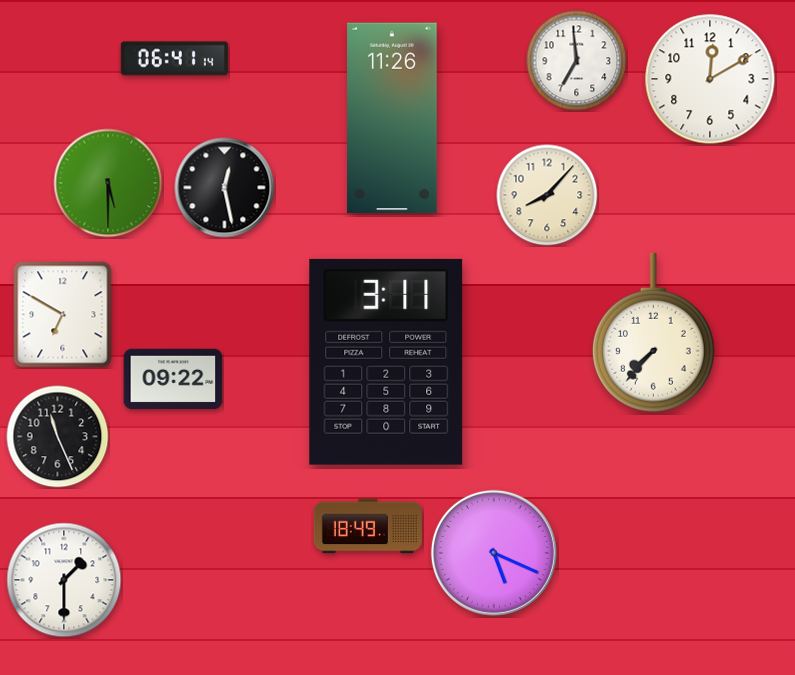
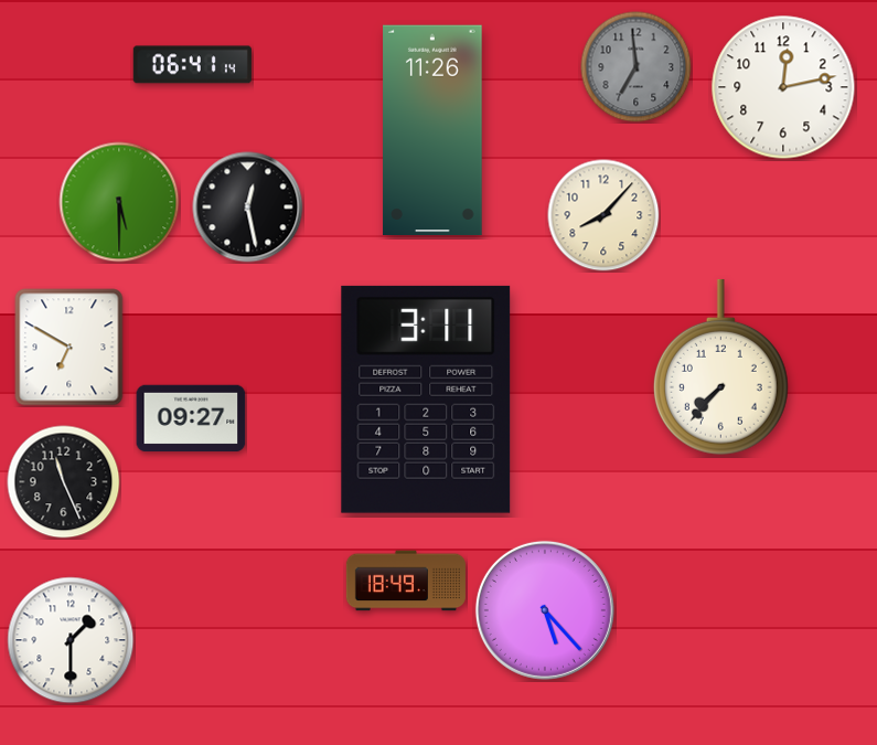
clock at (577, 61) dial: white -> grey
clock at (710, 79): 12:10 -> 12:13
clock at (173, 379): 09:22 -> 09:27
clock at (494, 553): 5:19 -> 5:23
